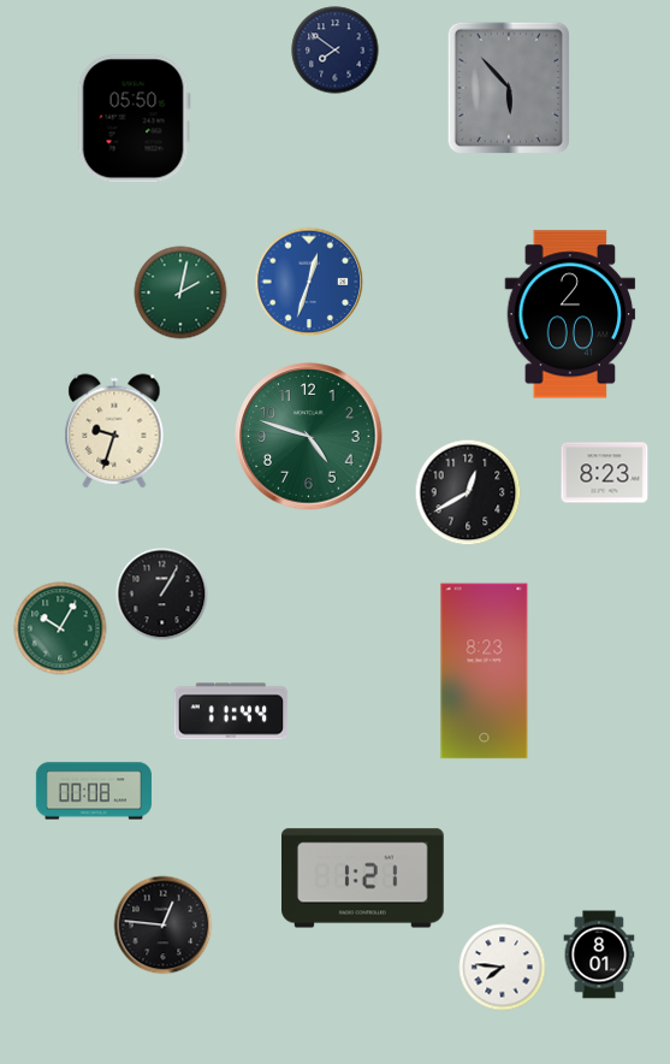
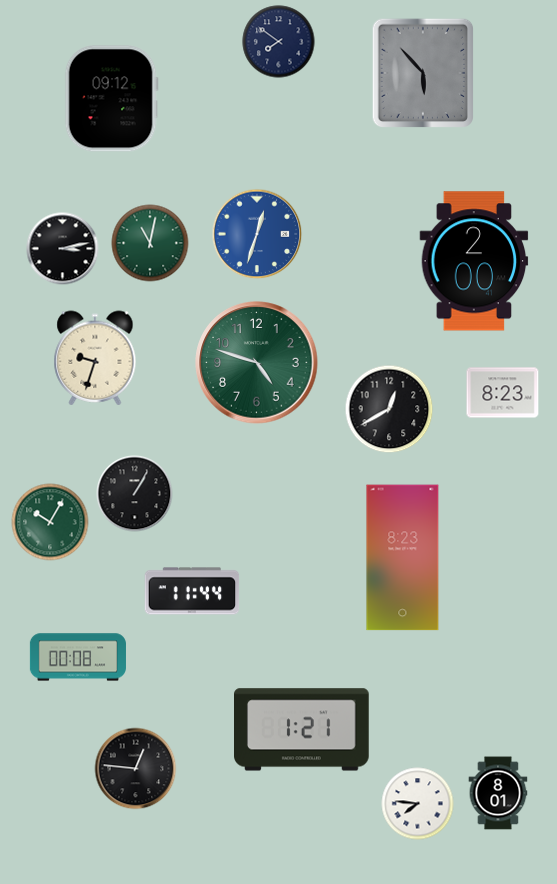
clock at (134, 119): 05:50 -> 09:12
clock at (180, 292): 2:02 -> 11:02
clock at (63, 249): none -> 3:13
